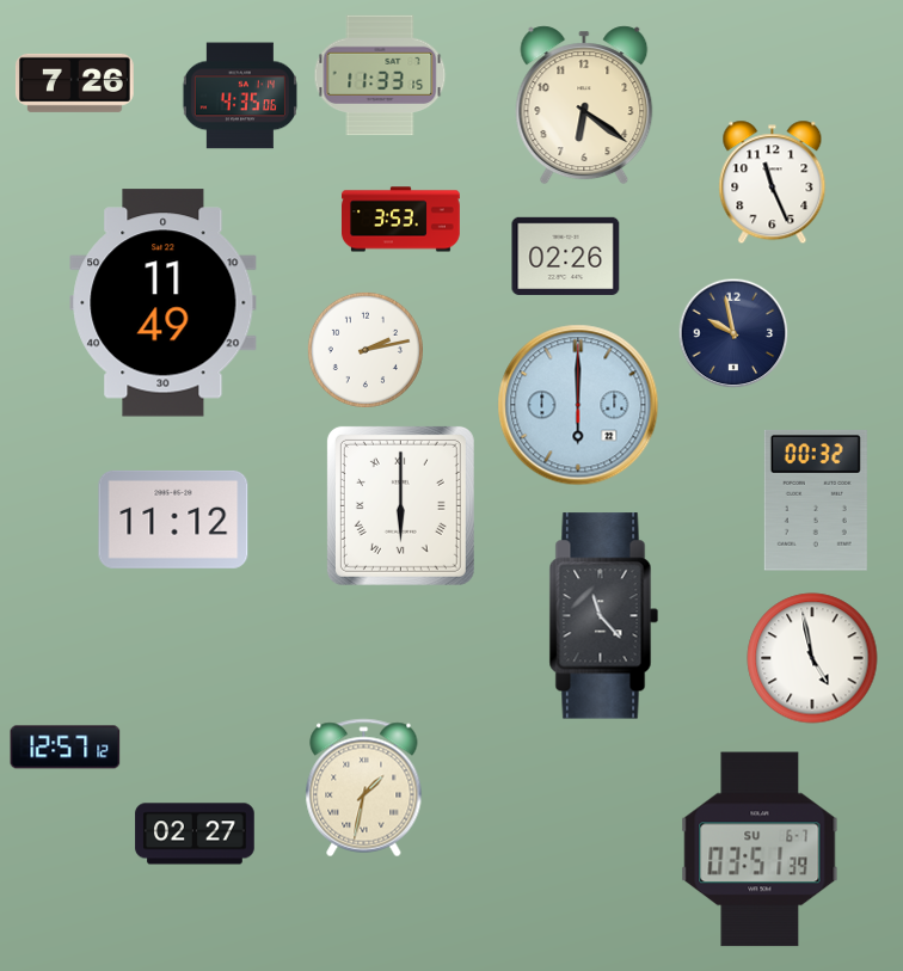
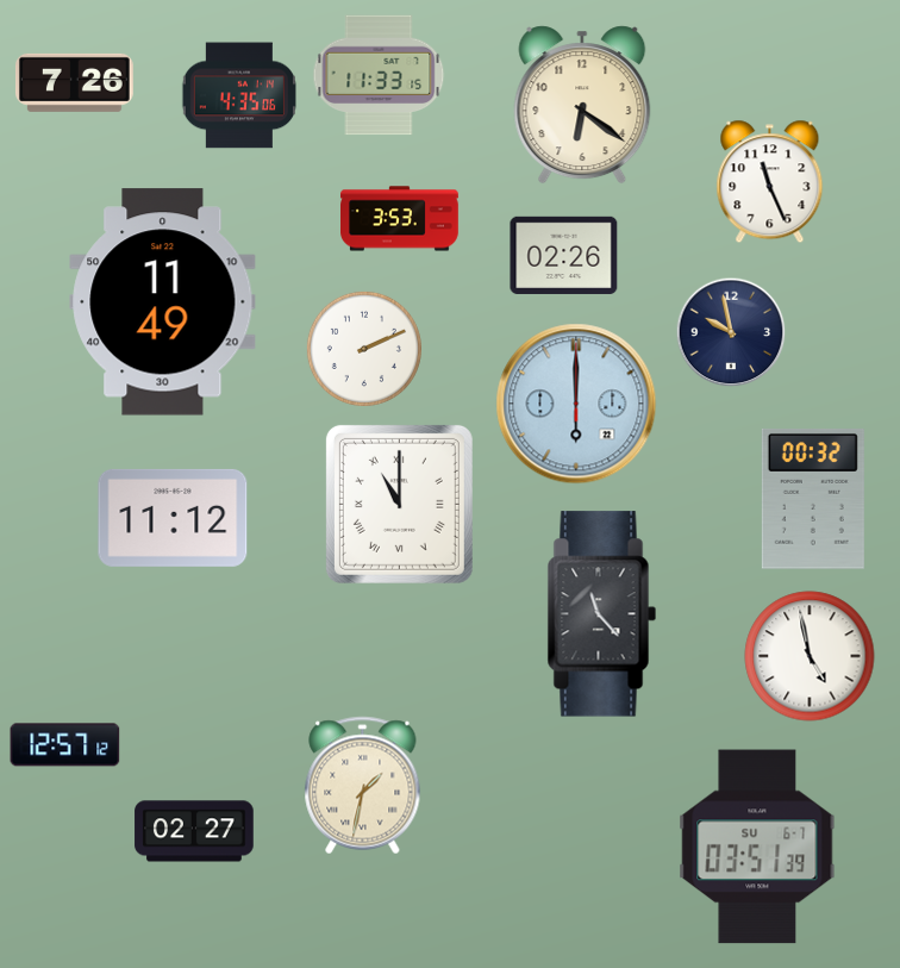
clock at (365, 350): 2:13 -> 2:11
clock at (400, 505): 6:00 -> 11:00
